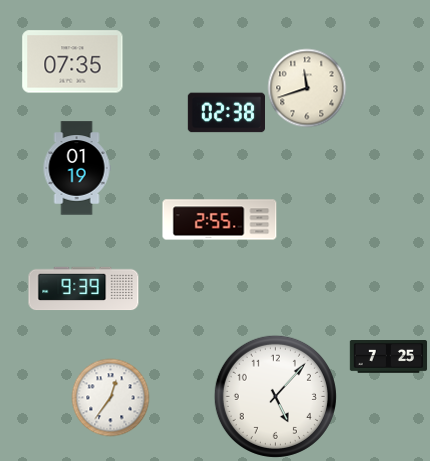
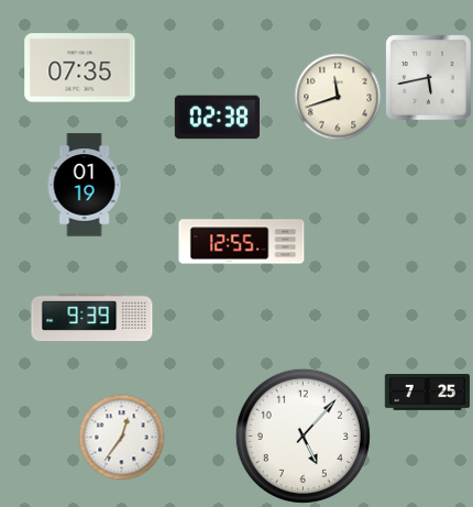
clock at (428, 77): none -> 5:43
clock at (226, 113) position: (226, 113) -> (217, 118)
clock at (220, 220): 2:55 -> 12:55
